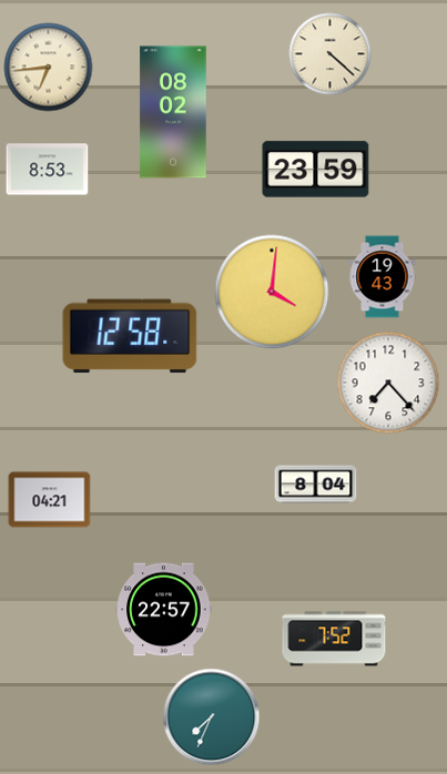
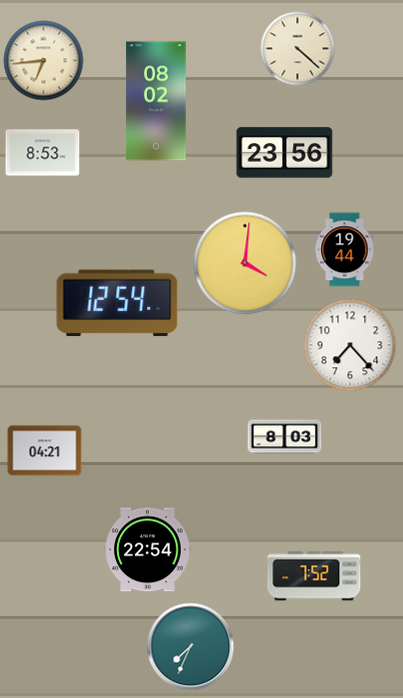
clock at (316, 170): 23:59 -> 23:56
clock at (383, 277): 19:43 -> 19:44
clock at (130, 336): 12:58 -> 12:54
clock at (316, 485): 8:04 -> 8:03
clock at (164, 610): 22:57 -> 22:54
clock at (334, 639) position: (334, 639) -> (314, 576)
